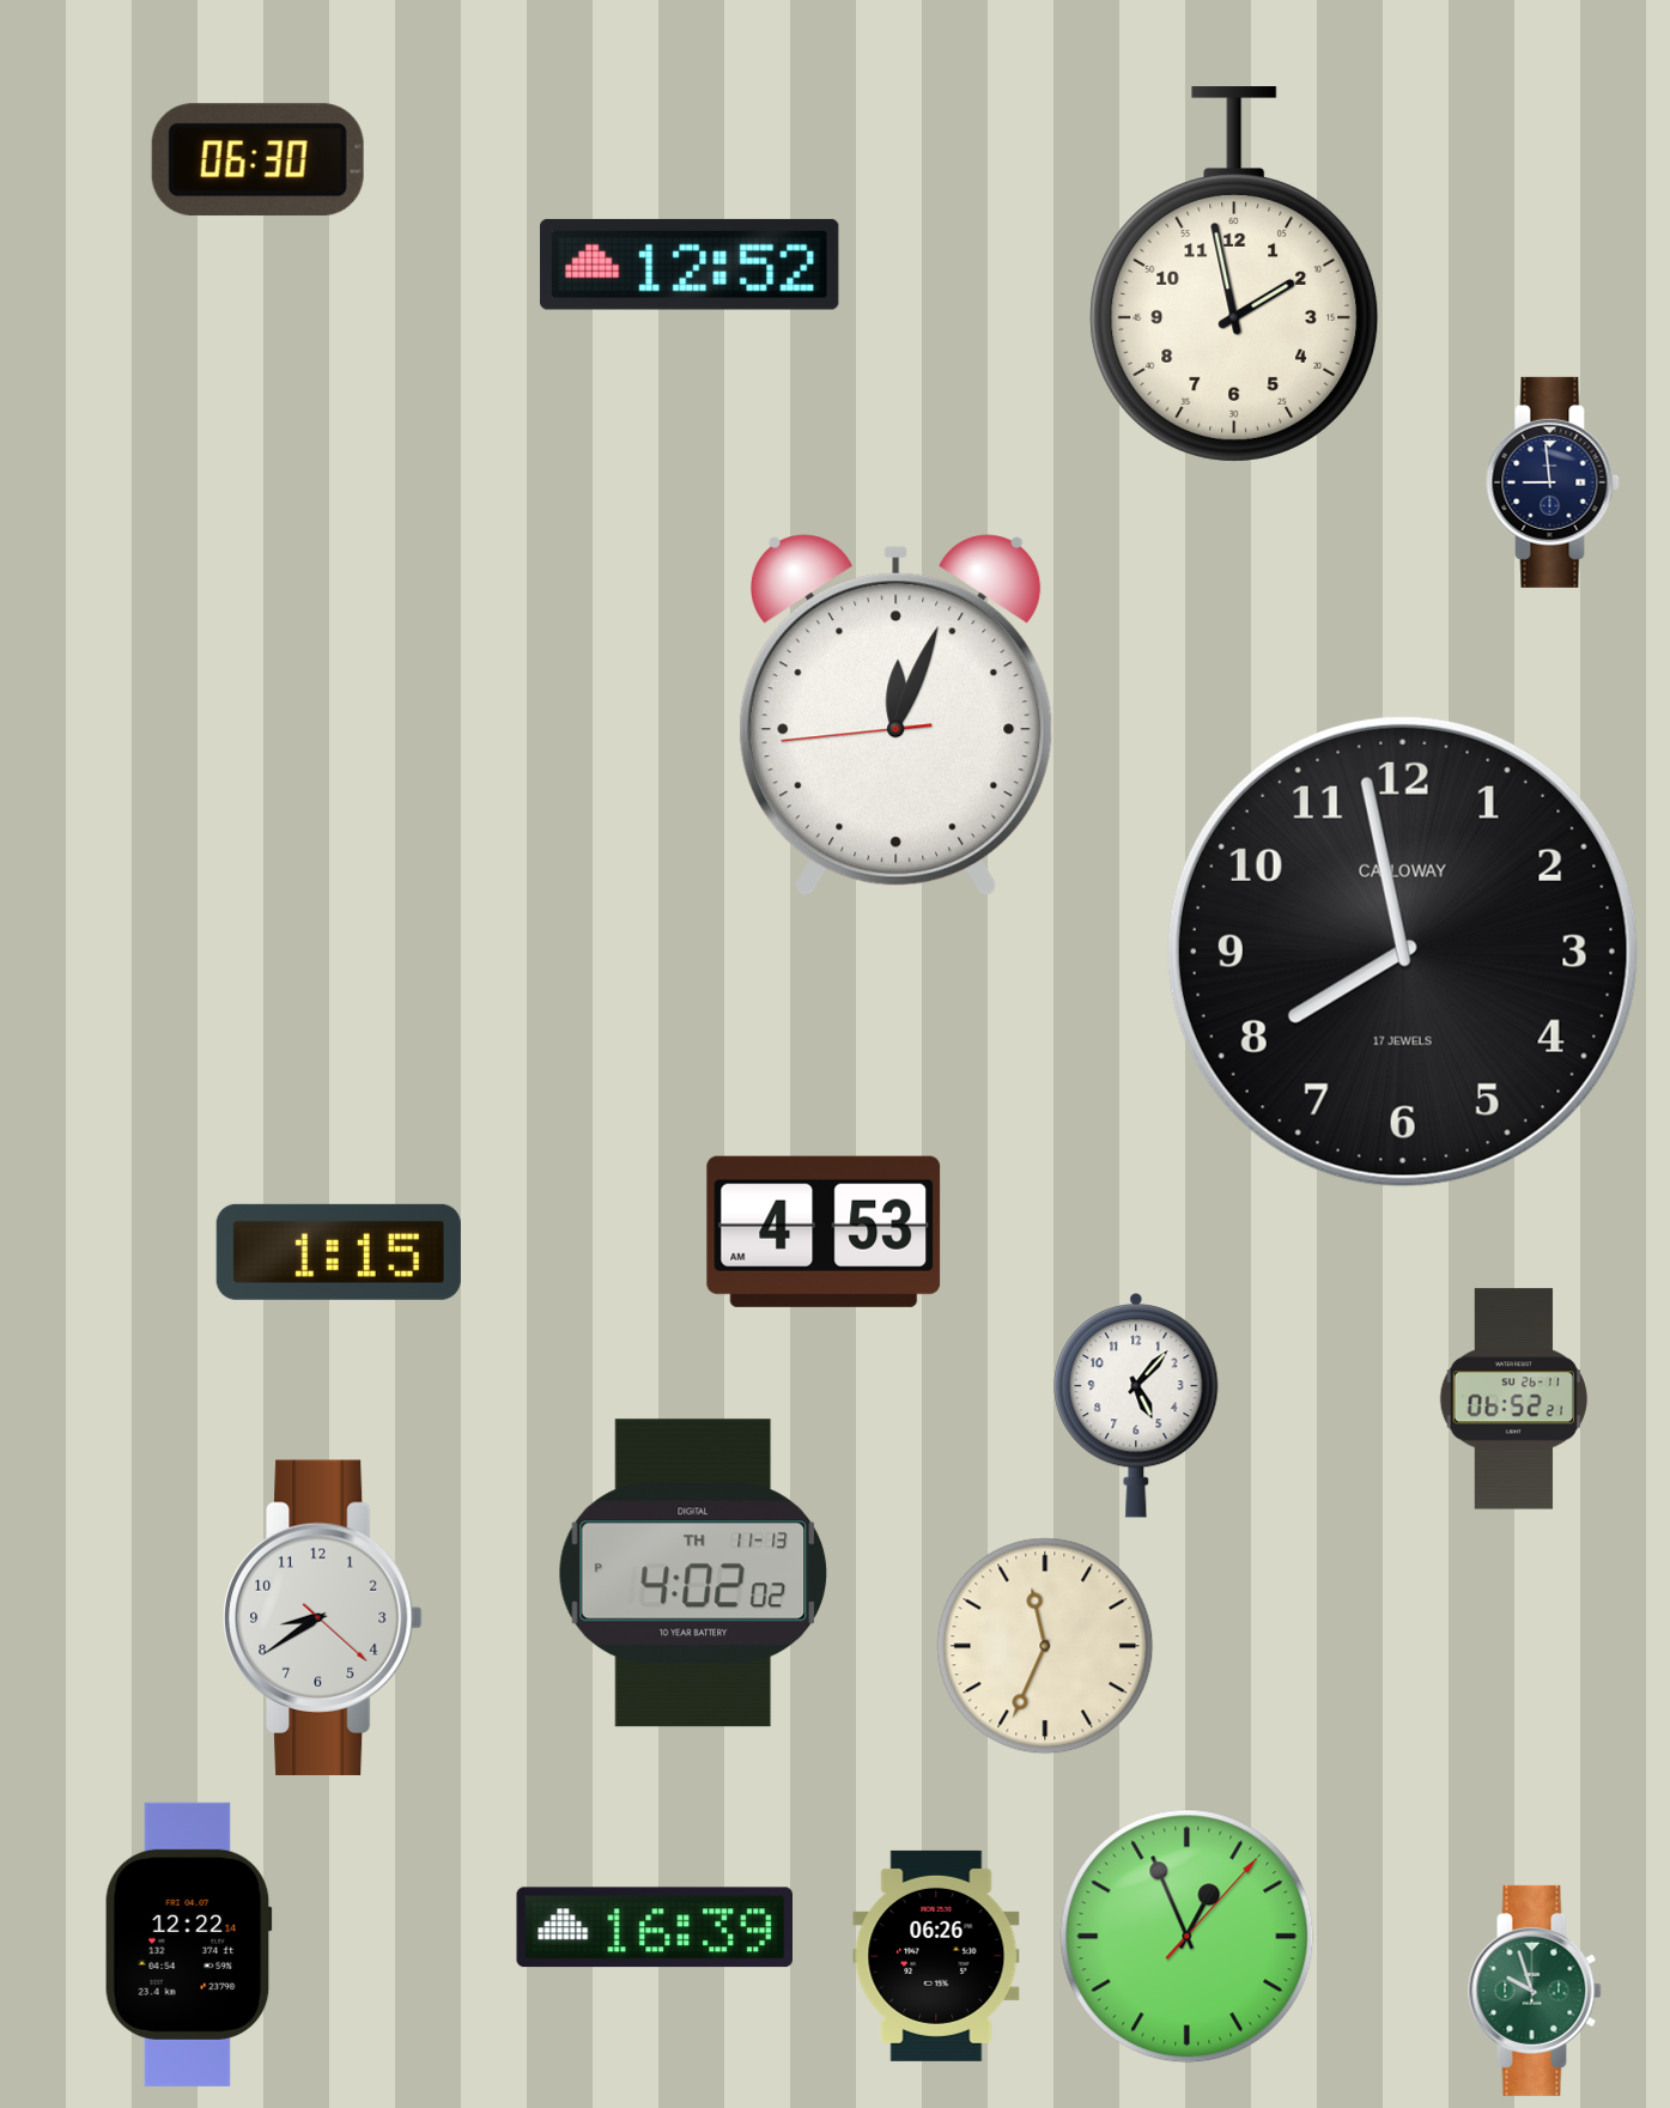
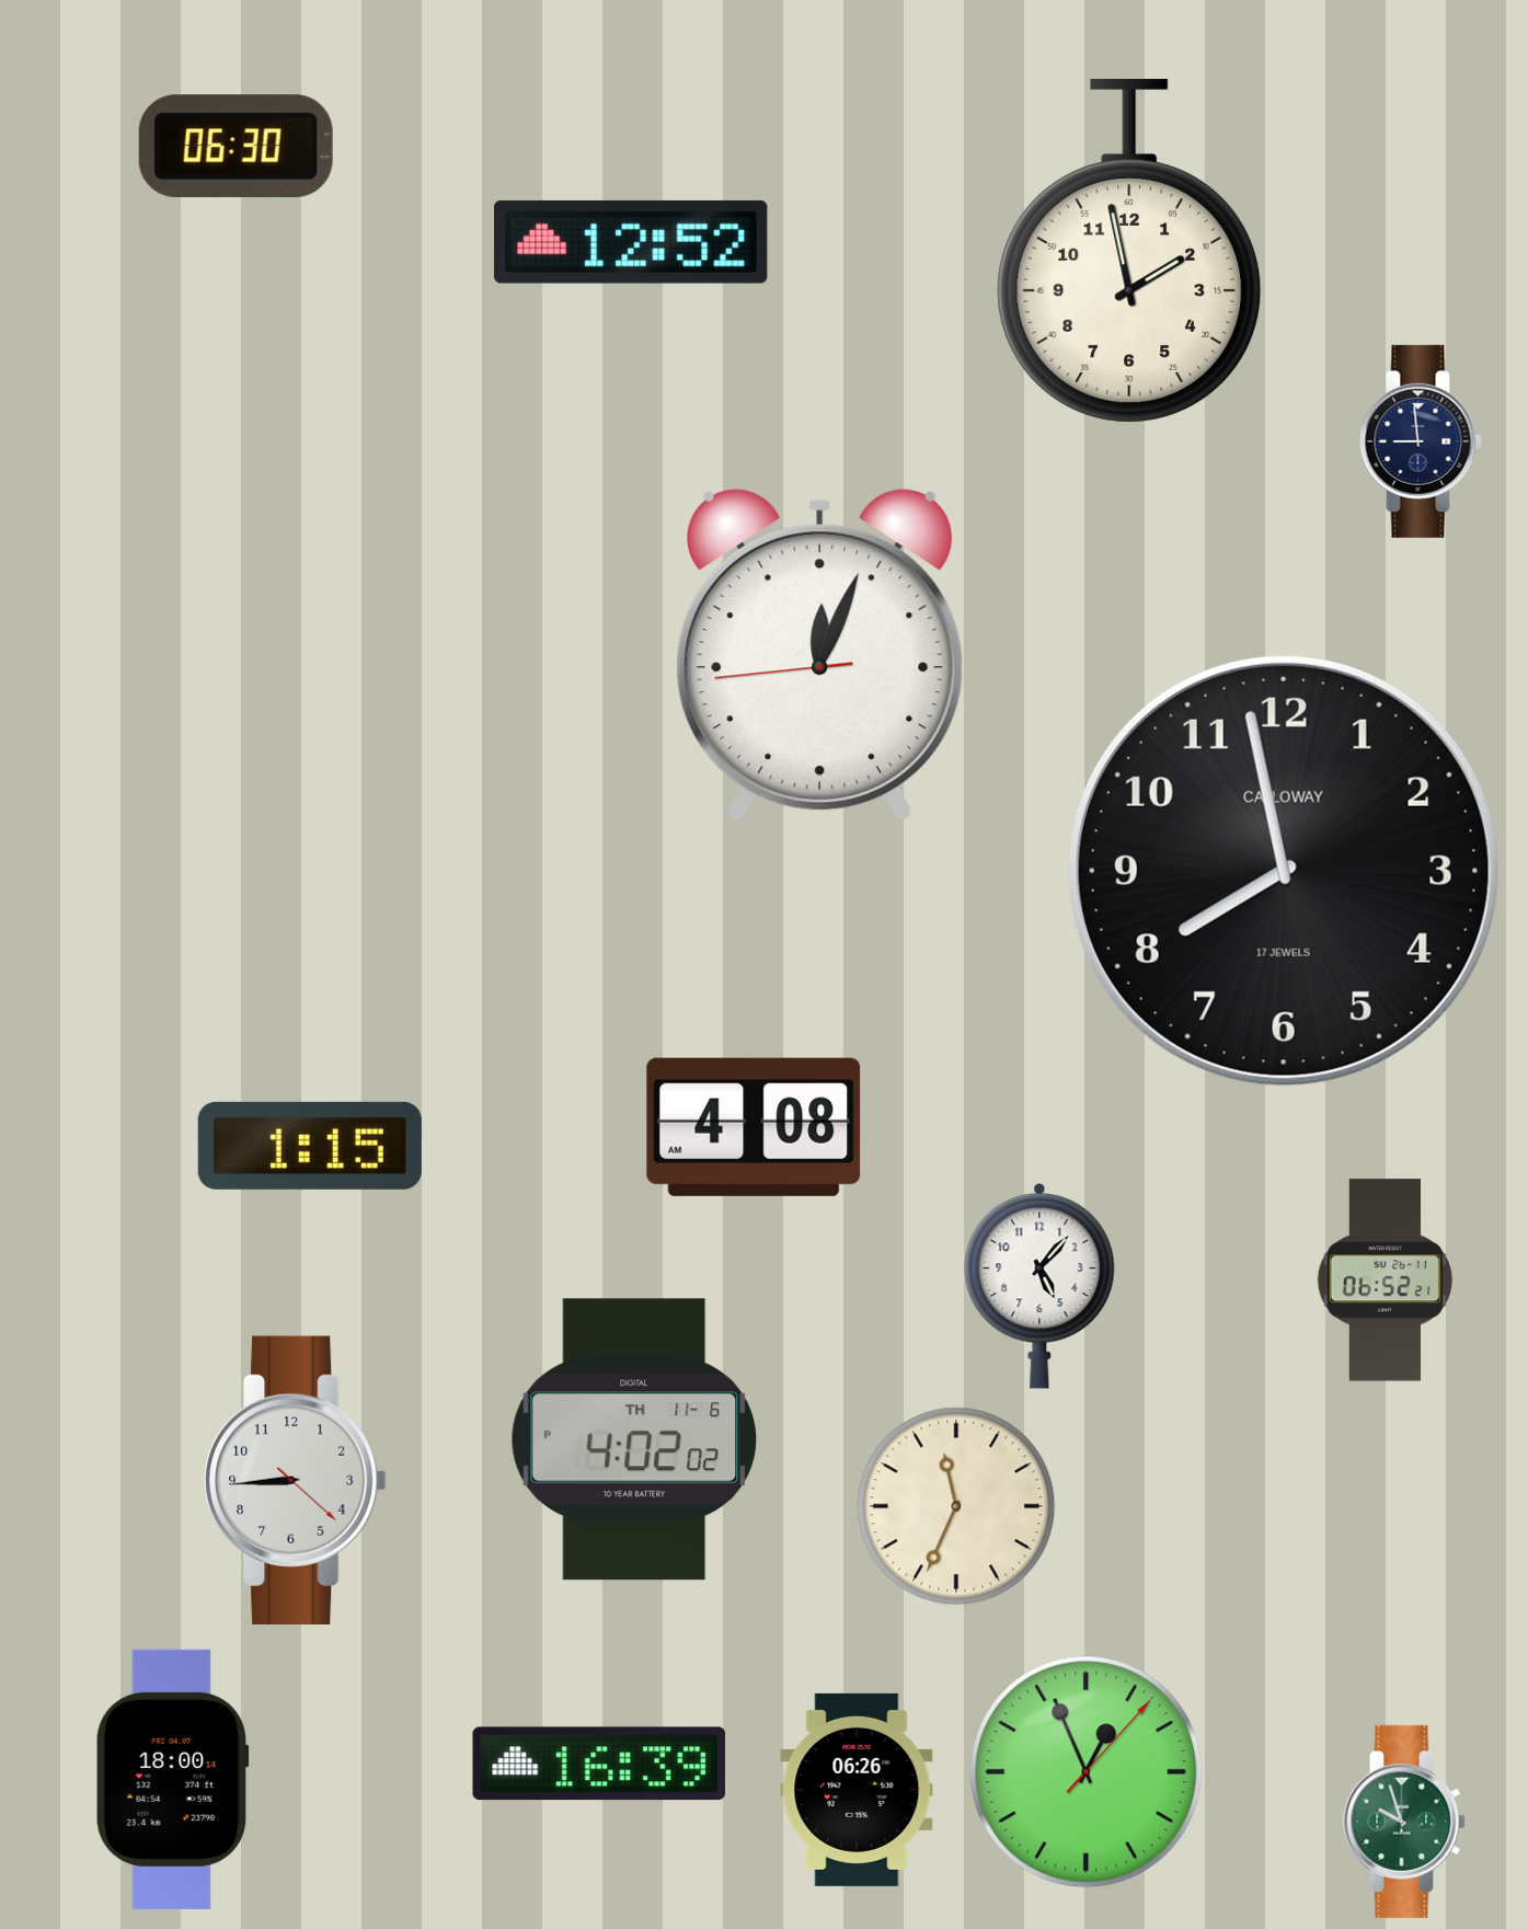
clock at (824, 1232): 4:53 -> 4:08
clock at (693, 1573) date: TH 11-13 -> TH 11-6
clock at (323, 1617): 8:39 -> 8:44
clock at (188, 1944): 12:22 -> 18:00
